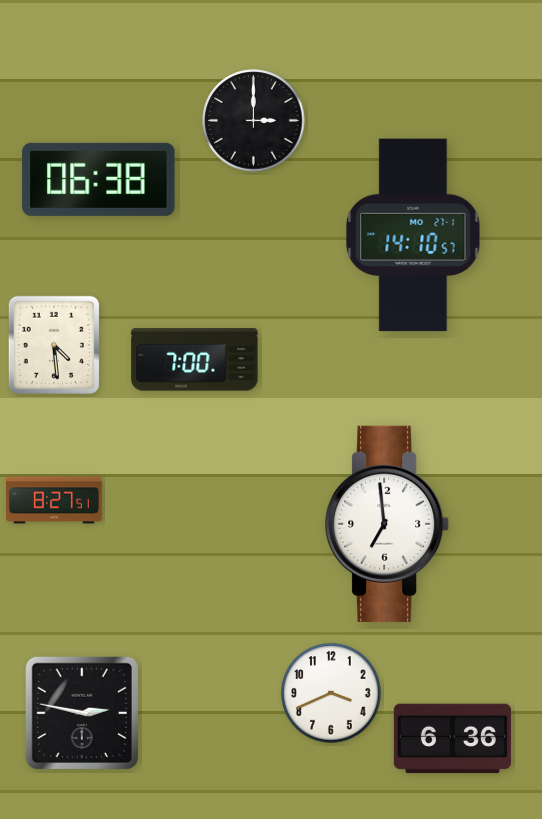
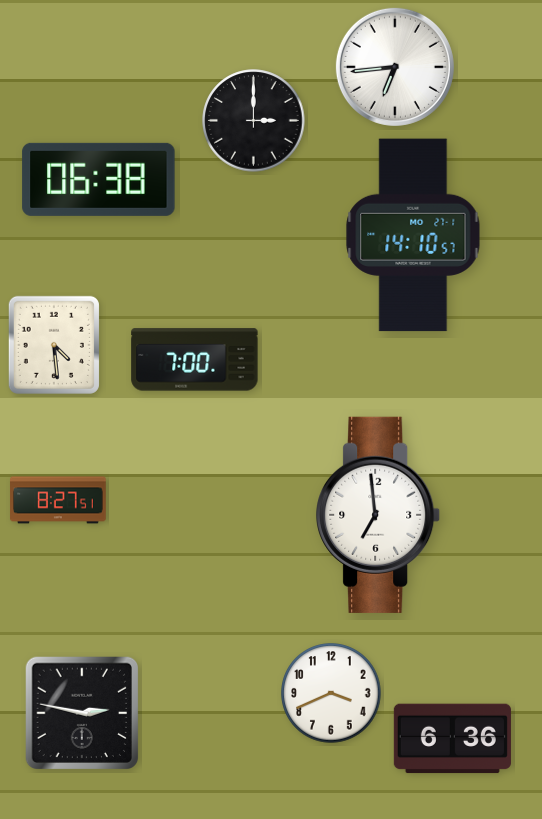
clock at (395, 67): none -> 6:44
clock at (54, 500) position: (54, 500) -> (58, 500)
clock at (388, 524) position: (388, 524) -> (379, 515)
